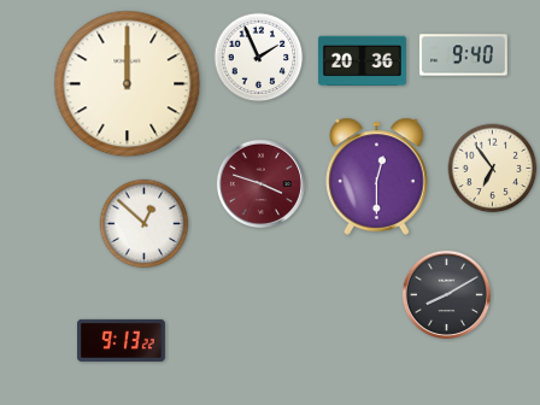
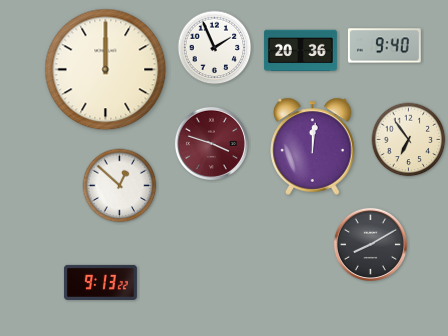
clock at (377, 176): 12:30 -> 12:01
clock at (260, 183) position: (260, 183) -> (211, 143)
